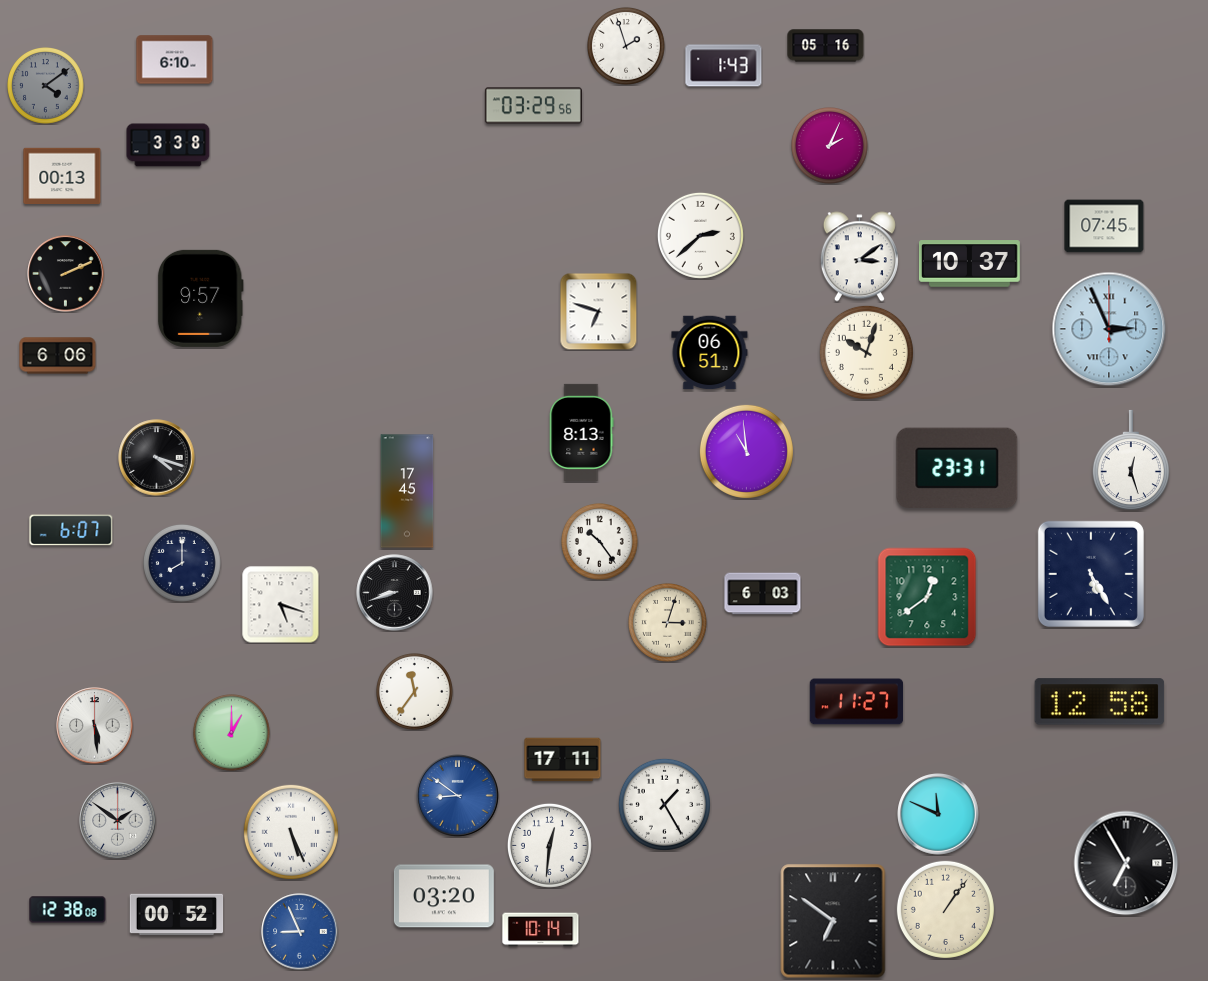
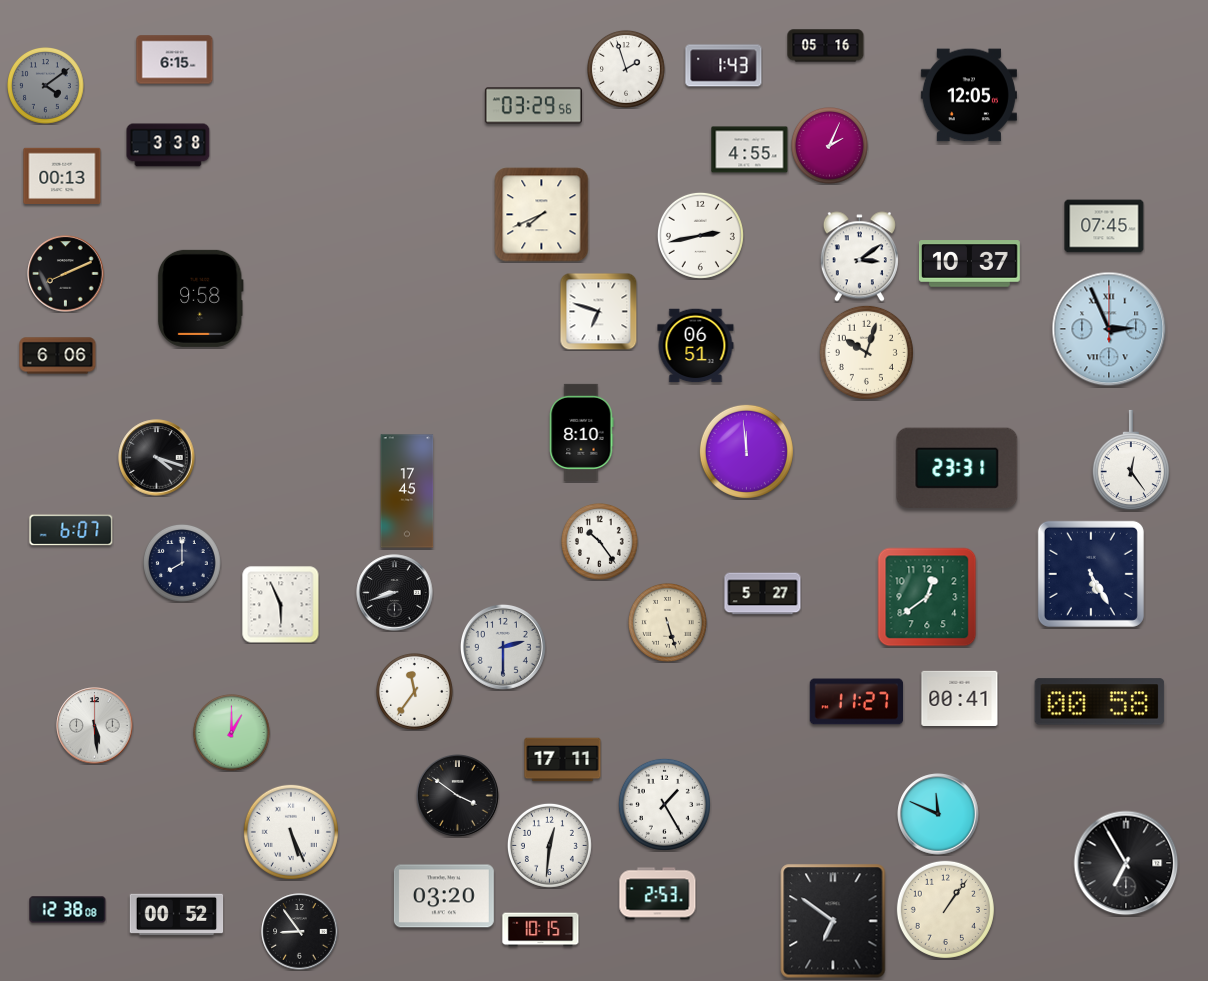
clock at (626, 46) position: (626, 46) -> (626, 69)
clock at (175, 60): 6:10 -> 6:15
clock at (969, 95): none -> 12:05
clock at (750, 150): none -> 4:55
clock at (542, 215): none -> 7:41
clock at (700, 235): 2:38 -> 2:43
clock at (66, 274): 2:11 -> 8:11
clock at (200, 298): 9:57 -> 9:58
clock at (710, 353) position: (710, 353) -> (696, 346)
clock at (581, 432): 8:13 -> 8:10
clock at (746, 451): 10:59 -> 11:59
clock at (1131, 460): 12:27 -> 12:24
clock at (763, 594): 6:03 -> 5:27
clock at (281, 605): 5:18 -> 5:56
clock at (667, 622): 3:03 -> 5:27
clock at (503, 647): none -> 2:30
clock at (960, 699): none -> 00:41
clock at (1100, 702): 12:58 -> 00:58
clock at (458, 796): 8:51 -> 3:51
clock at (458, 796) dial: blue -> black
clock at (118, 821): 1:51 -> none
clock at (658, 894): none -> 2:53
clock at (541, 930): 10:14 -> 10:15
clock at (300, 932): 8:56 -> 8:54
clock at (300, 932) dial: blue -> black
